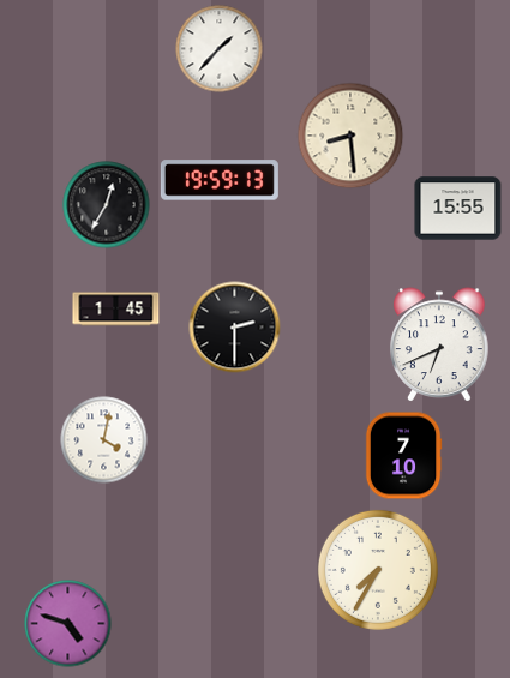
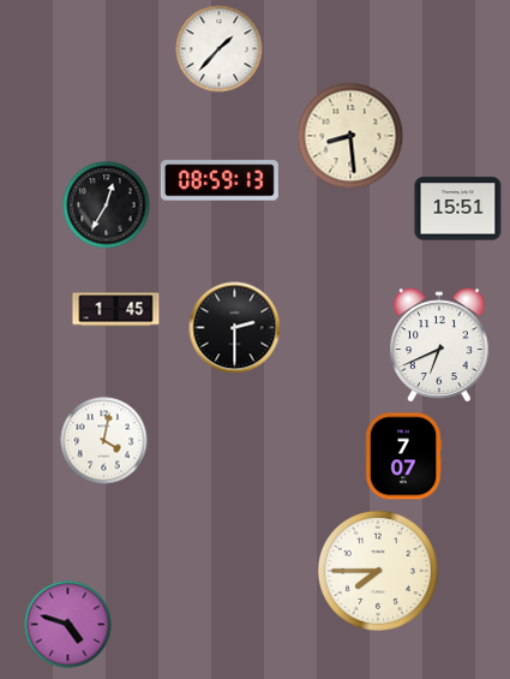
clock at (220, 180): 19:59 -> 08:59
clock at (458, 209): 15:55 -> 15:51
clock at (403, 456): 7:10 -> 7:07
clock at (378, 570): 7:35 -> 7:45
